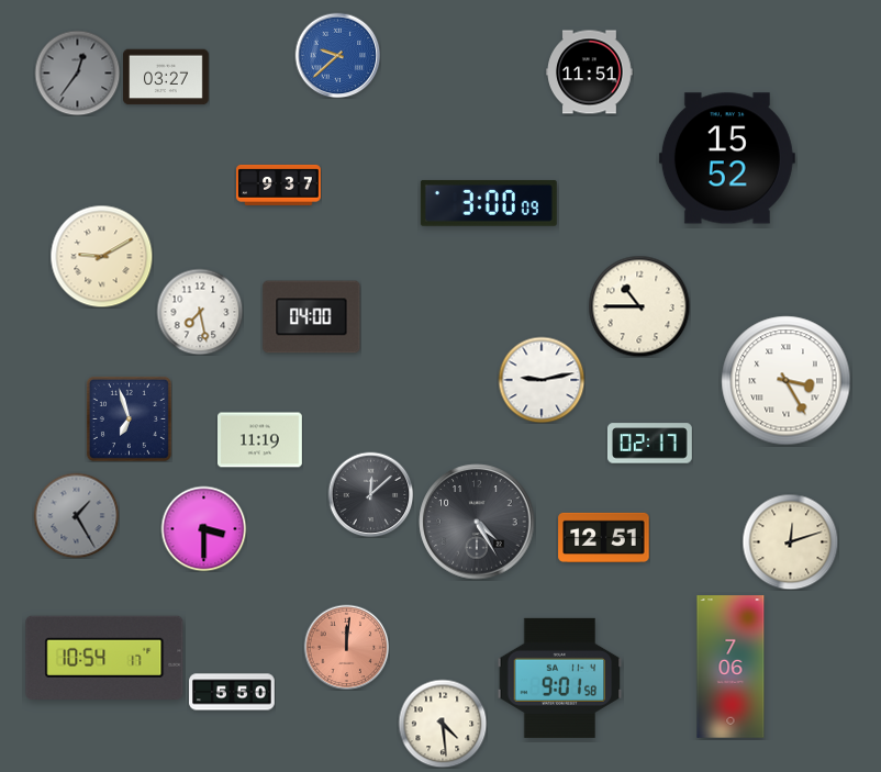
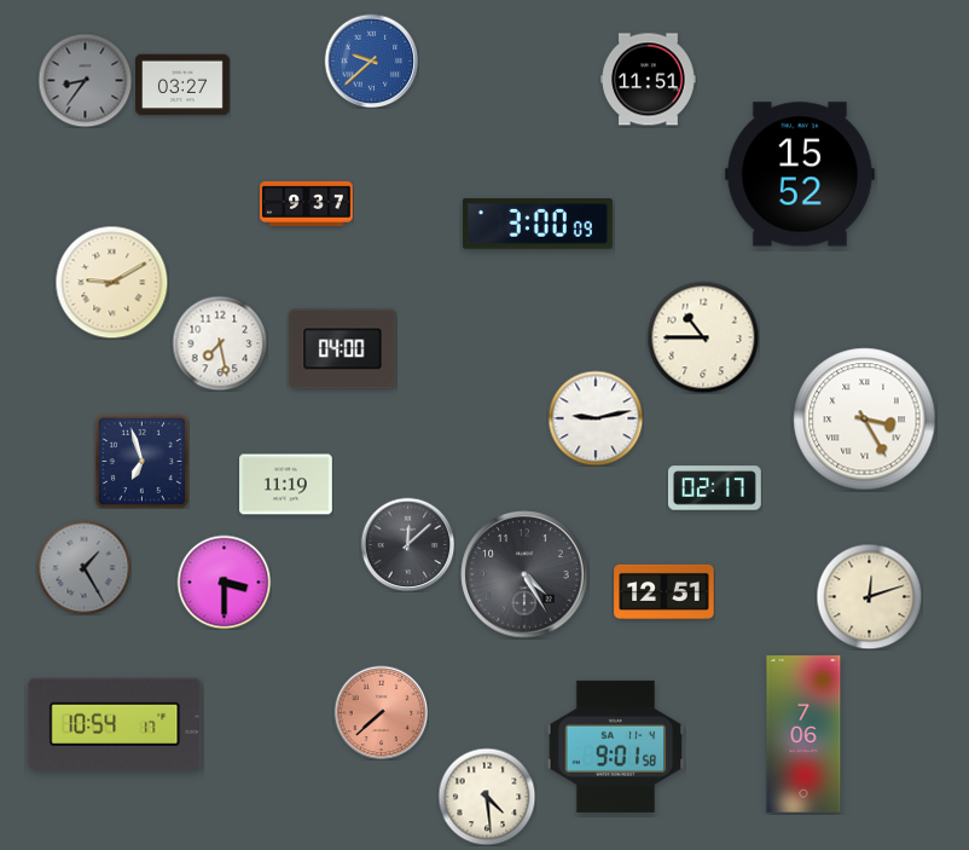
clock at (77, 72): 12:36 -> 8:36
clock at (346, 647): 12:01 -> 7:38
clock at (232, 692): 5:50 -> none
